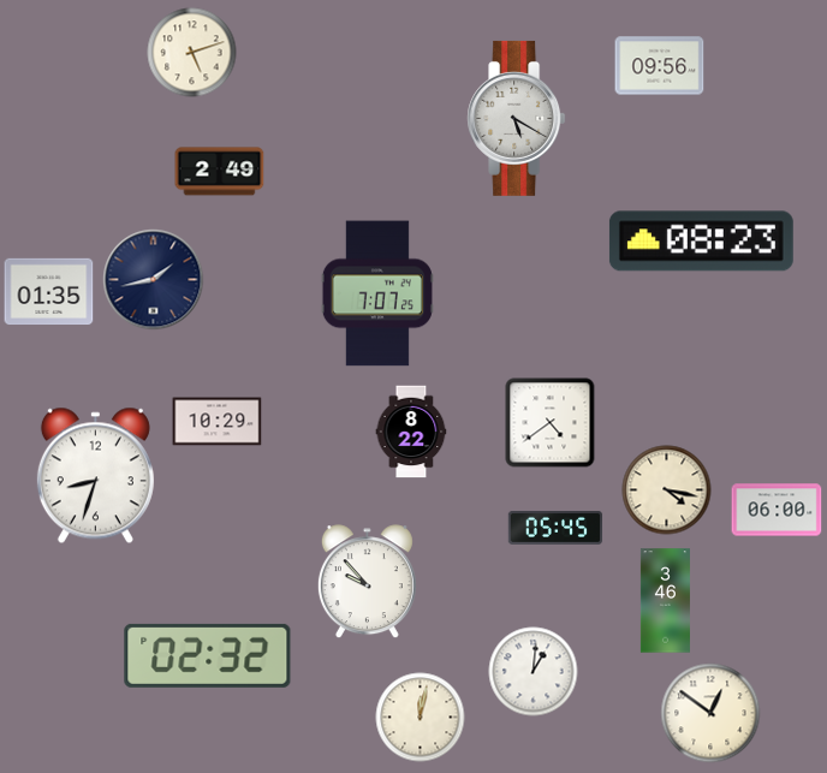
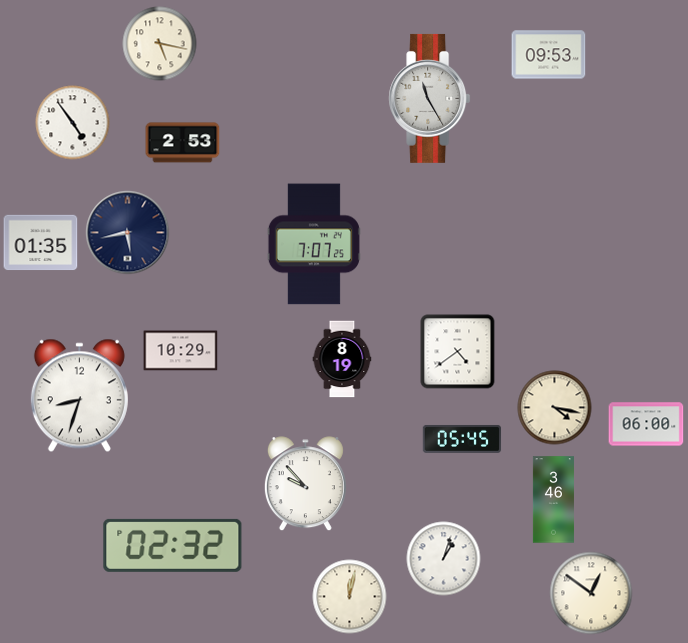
clock at (192, 53): 5:12 -> 5:17
clock at (660, 66): 09:56 -> 09:53
clock at (517, 118): 5:20 -> 11:25
clock at (73, 123): none -> 4:54
clock at (220, 172): 2:49 -> 2:53
clock at (701, 242): 08:23 -> none
clock at (154, 280): 1:43 -> 5:43
clock at (411, 432): 8:22 -> 8:19
clock at (534, 672): 1:01 -> 1:03
